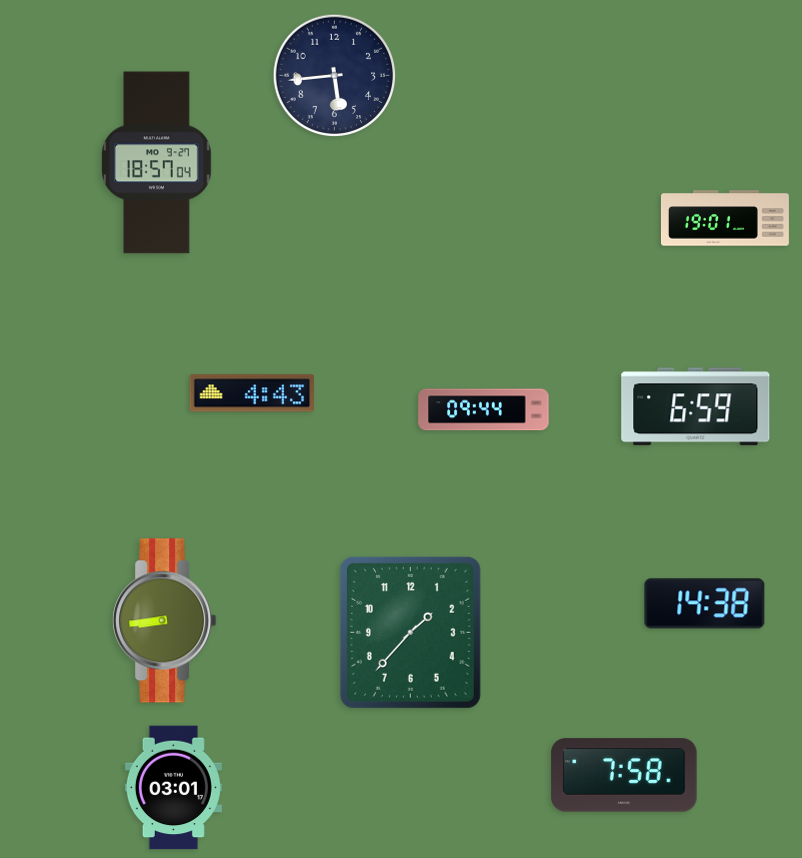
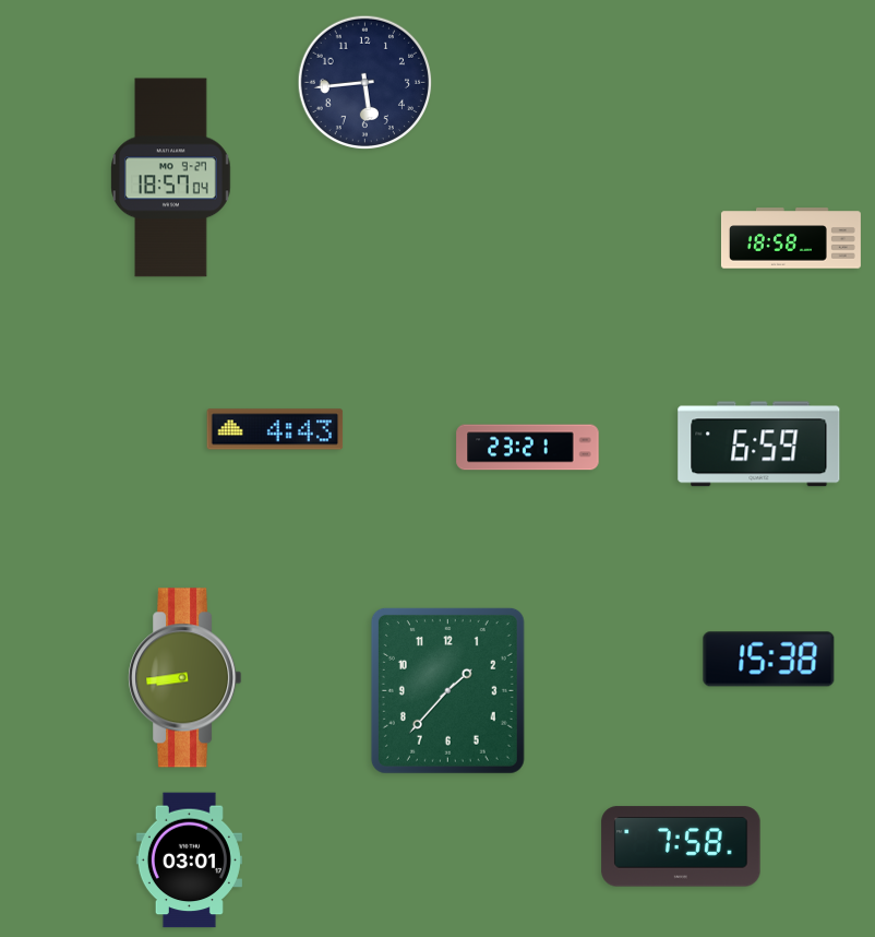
clock at (725, 218): 19:01 -> 18:58
clock at (484, 410): 09:44 -> 23:21
clock at (705, 604): 14:38 -> 15:38
clock at (165, 621) position: (165, 621) -> (185, 678)
